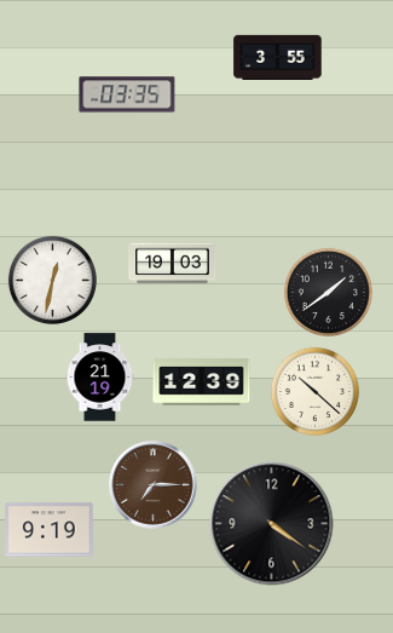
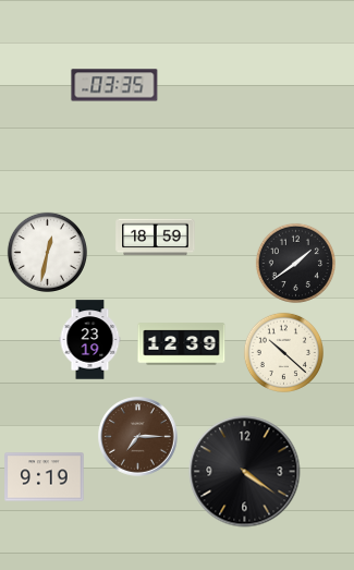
clock at (278, 57): 3:55 -> none
clock at (173, 264): 19:03 -> 18:59
clock at (100, 378): 21:19 -> 23:19
